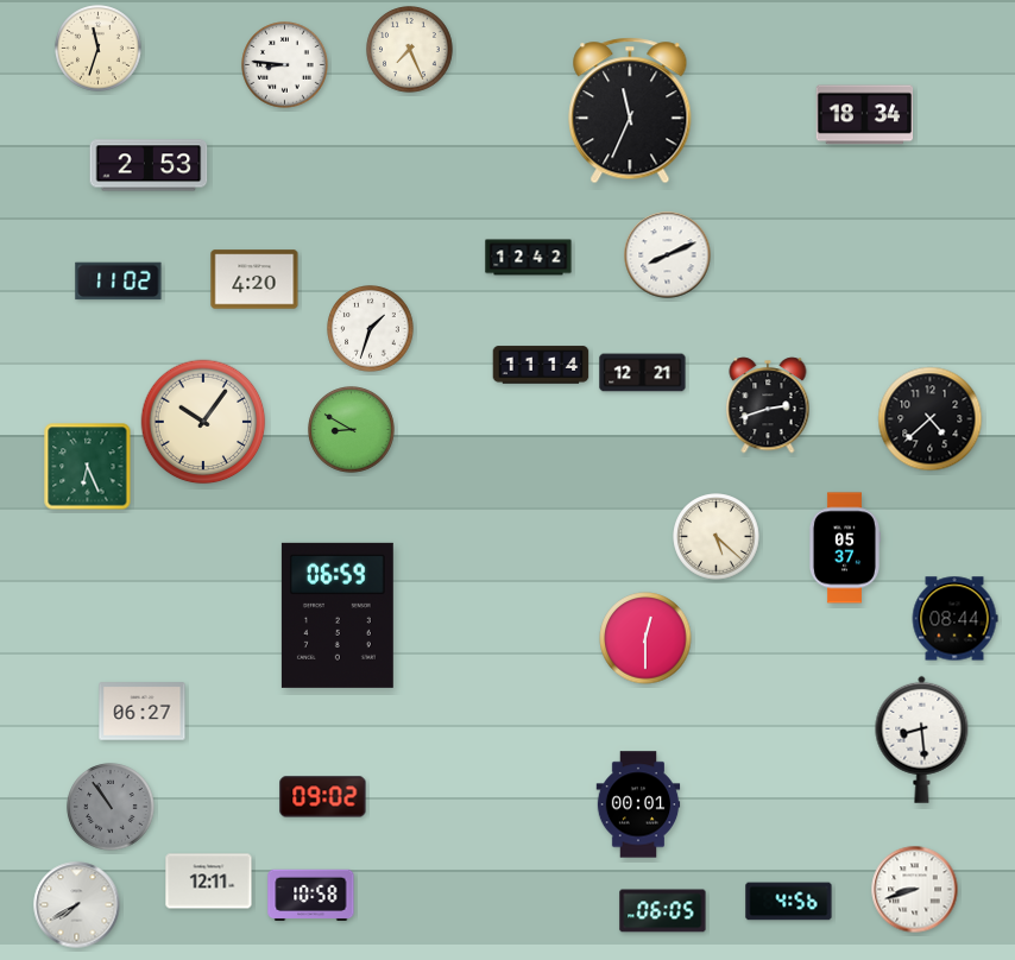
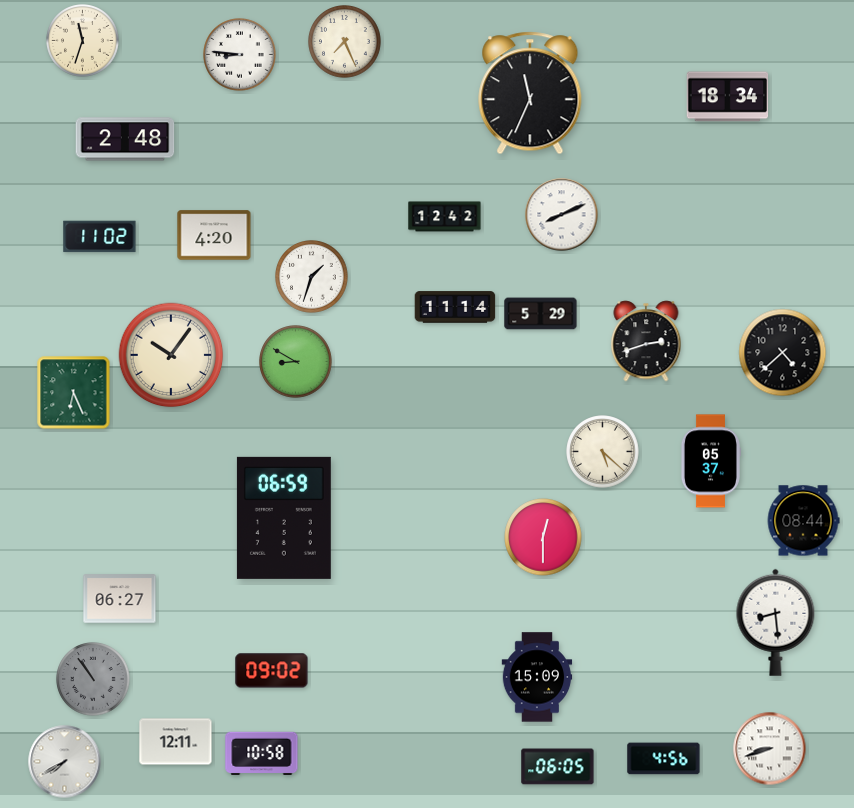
clock at (149, 165): 2:53 -> 2:48
clock at (643, 373): 12:21 -> 5:29
clock at (638, 804): 00:01 -> 15:09
